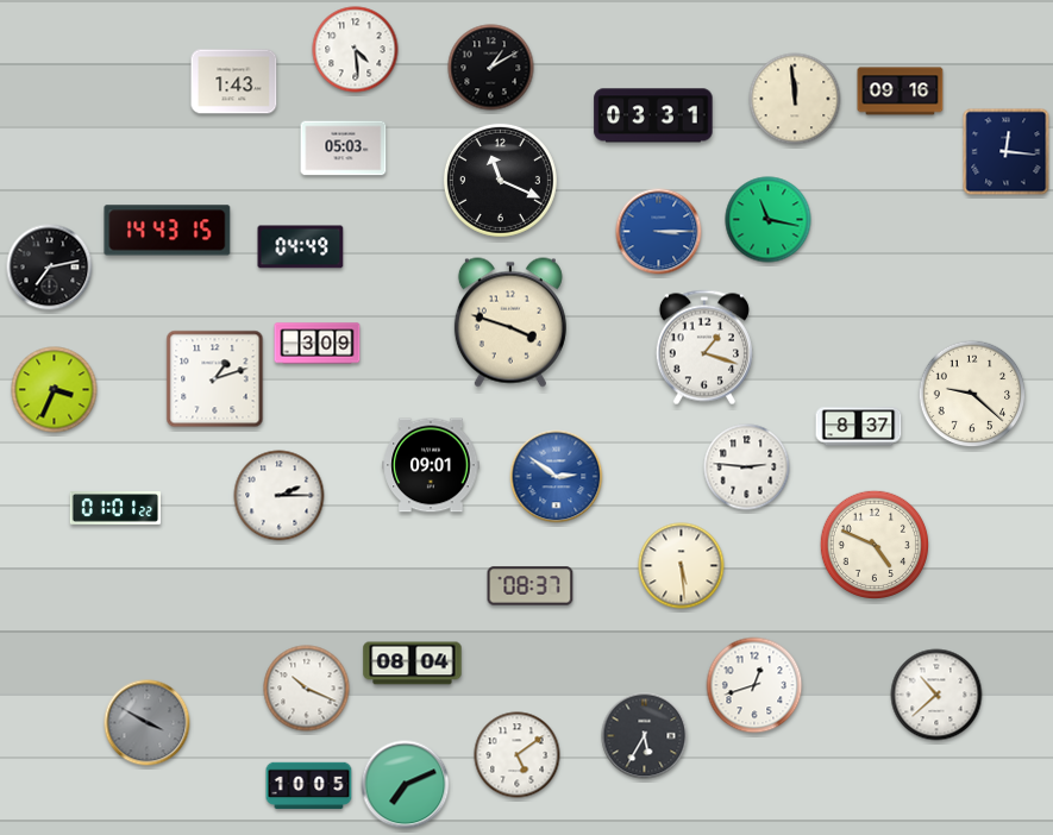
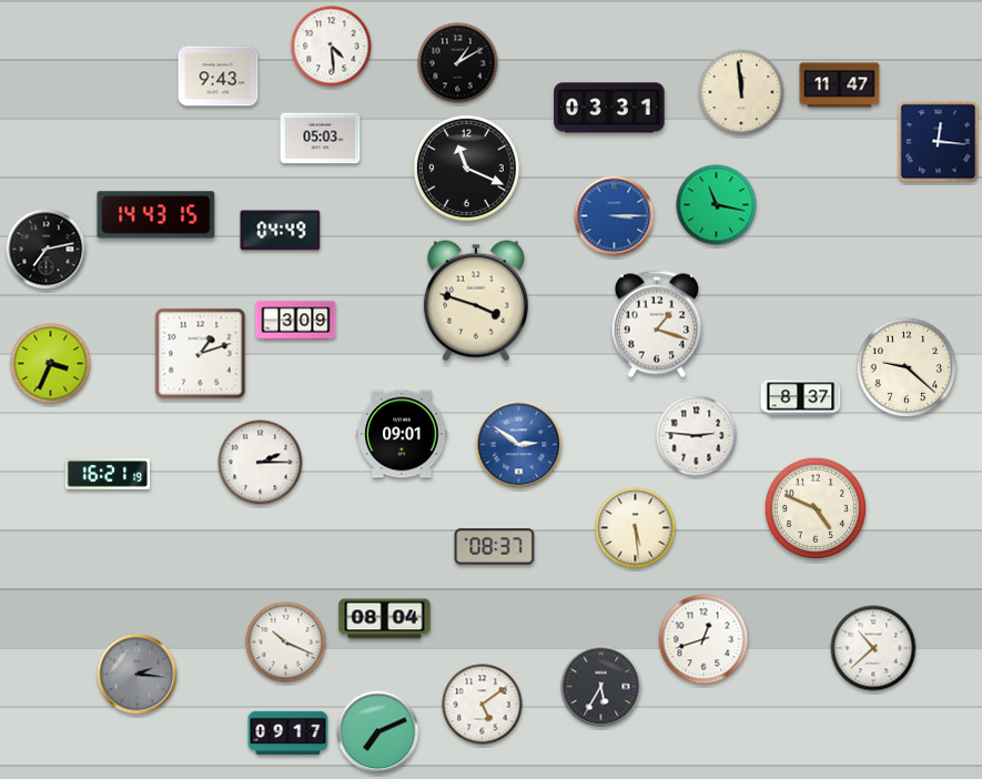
clock at (234, 82): 1:43 -> 9:43
clock at (901, 92): 09:16 -> 11:47
clock at (115, 508): 01:01 -> 16:21
clock at (148, 723): 3:50 -> 2:16
clock at (309, 786): 10:05 -> 09:17
